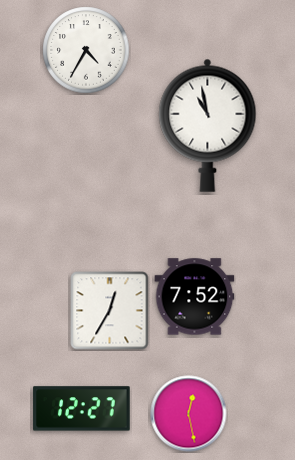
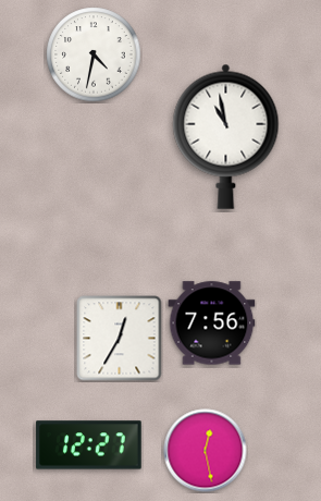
clock at (86, 50): 4:35 -> 4:32
clock at (195, 297): 7:52 -> 7:56
